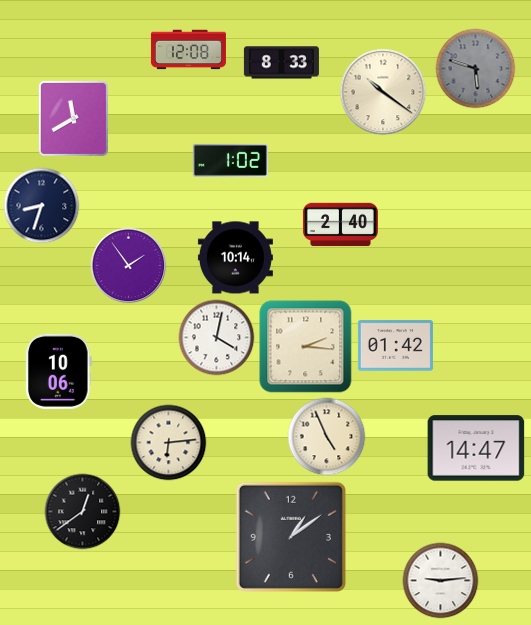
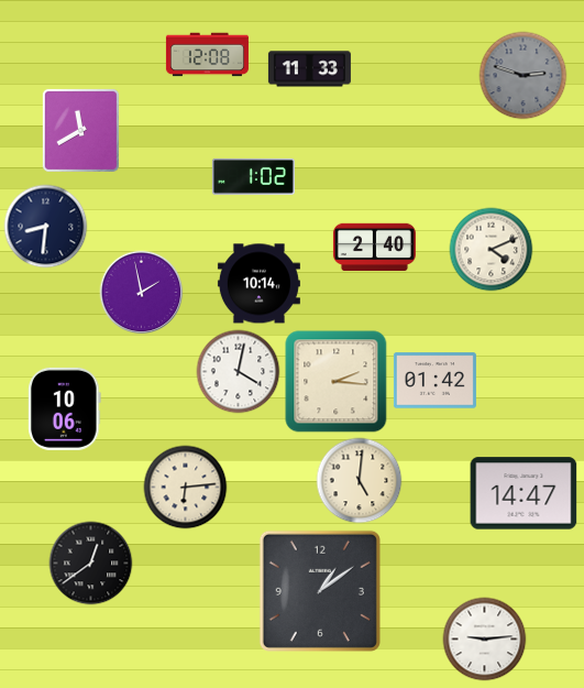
clock at (281, 63): 8:33 -> 11:33
clock at (476, 69): 5:48 -> 2:48
clock at (383, 92): 10:21 -> none
clock at (42, 206): 8:33 -> 8:31
clock at (492, 250): none -> 4:11
clock at (129, 266): 1:54 -> 1:58
clock at (327, 437): 4:56 -> 5:01
